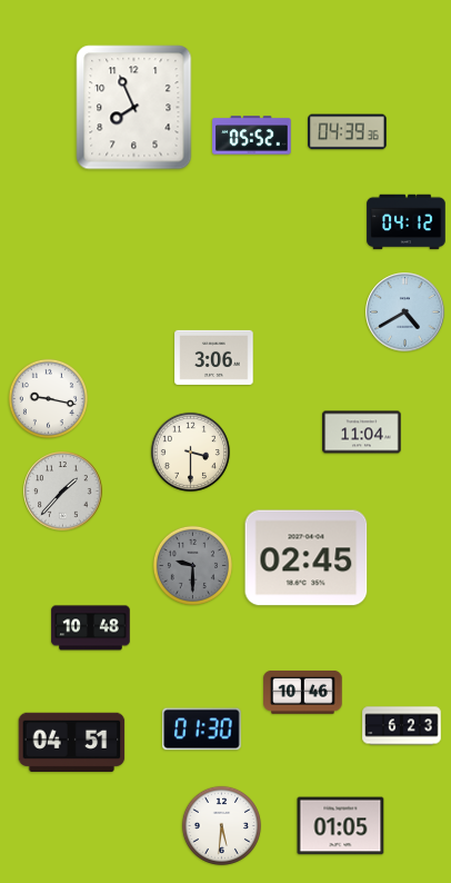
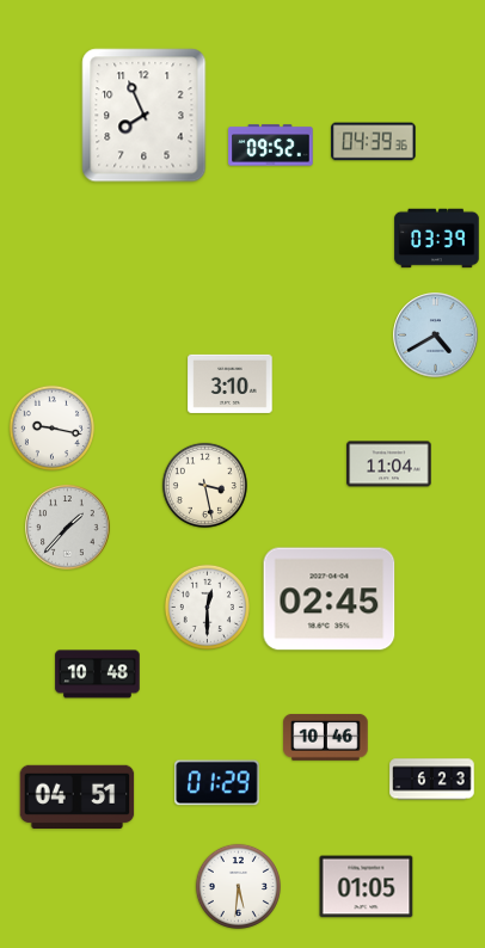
clock at (252, 136): 05:52 -> 09:52
clock at (407, 222): 04:12 -> 03:39
clock at (214, 357): 3:06 -> 3:10
clock at (190, 452): 3:30 -> 3:28
clock at (192, 565): 9:30 -> 12:30
clock at (192, 565) dial: grey -> white
clock at (303, 692) position: (303, 692) -> (326, 737)
clock at (202, 730): 01:30 -> 01:29
